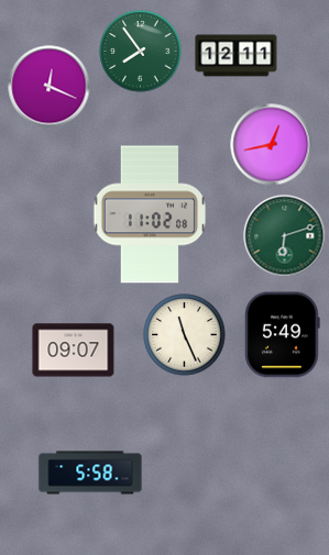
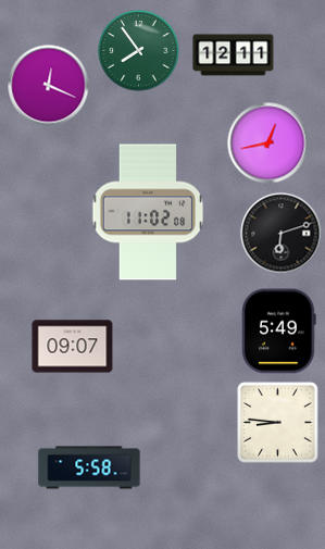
clock at (285, 236) dial: green -> black
clock at (185, 335): 11:26 -> none
clock at (278, 423): none -> 8:46
